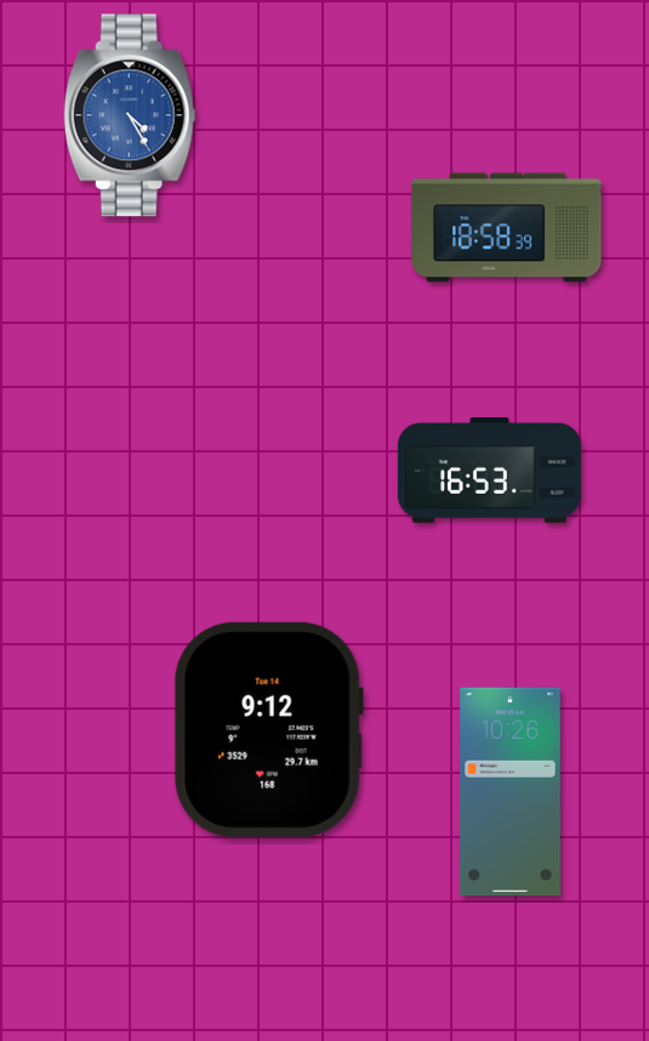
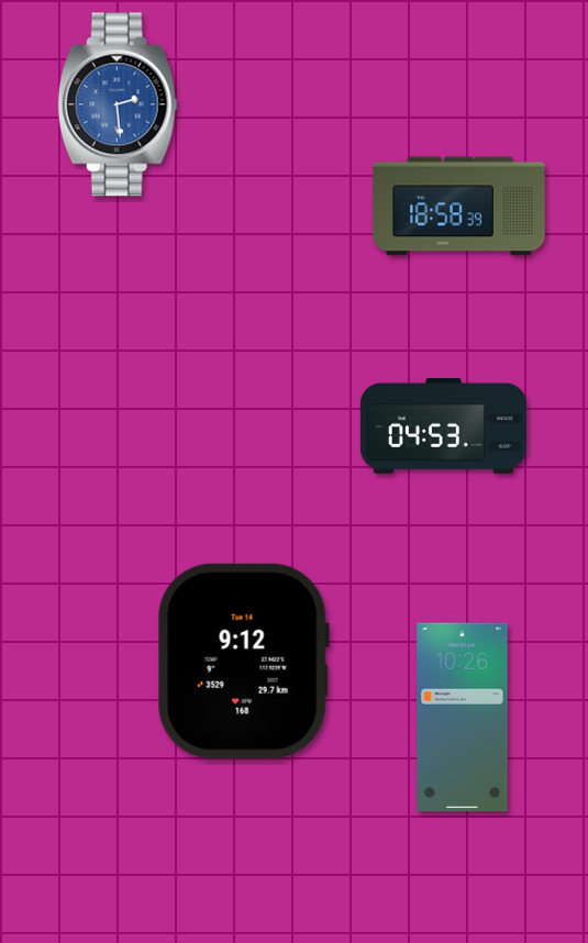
clock at (130, 115): 4:25 -> 2:29
clock at (489, 470): 16:53 -> 04:53
